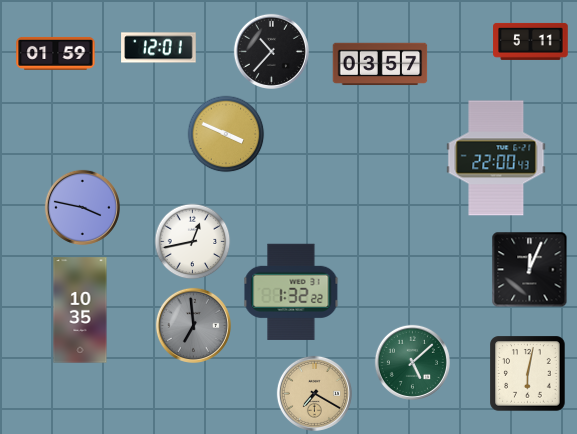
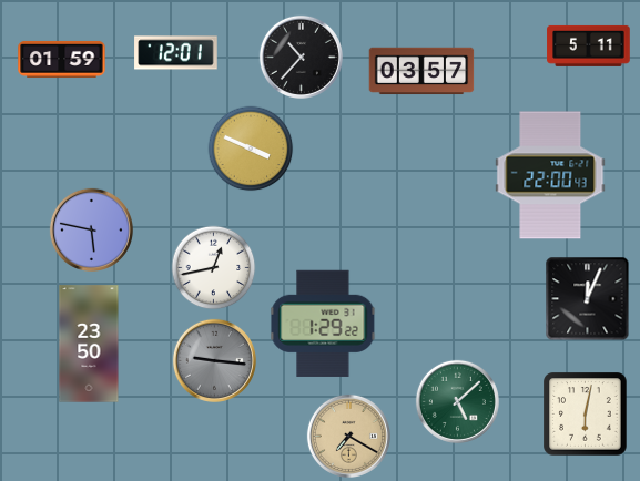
clock at (82, 207): 3:47 -> 5:47
clock at (291, 292): 1:32 -> 1:29
clock at (80, 310): 10:35 -> 23:50
clock at (193, 325): 6:59 -> 9:16
